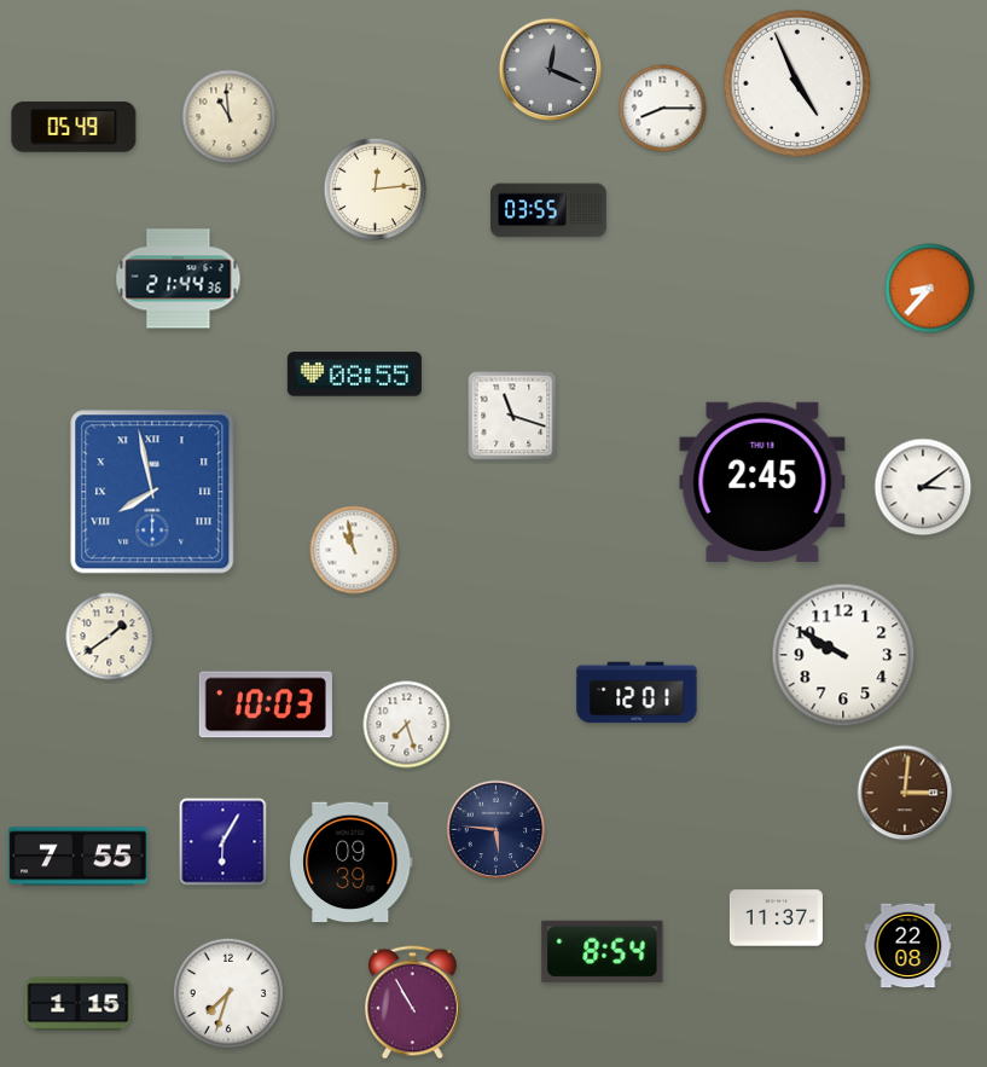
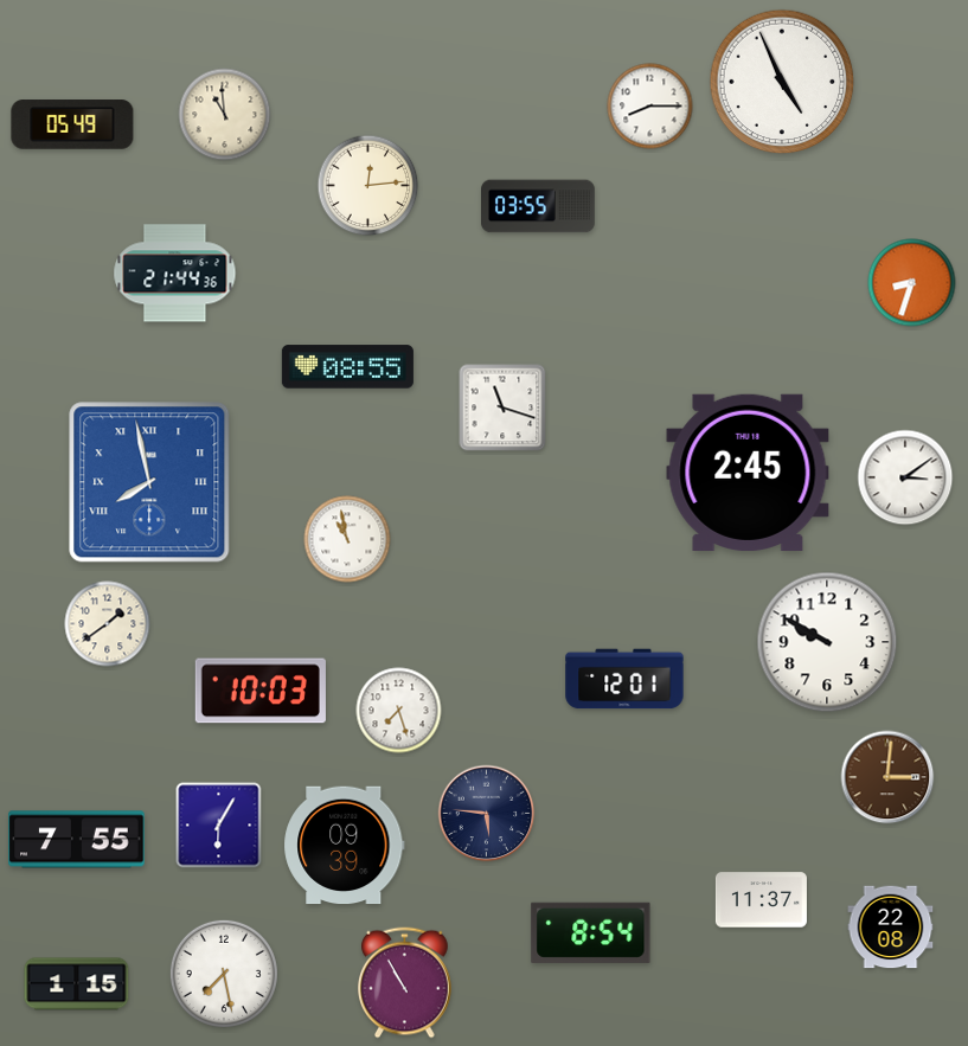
clock at (551, 70): 12:19 -> none
clock at (930, 289): 8:37 -> 8:33
clock at (228, 993): 7:33 -> 7:28
